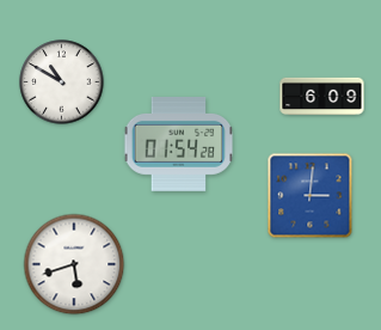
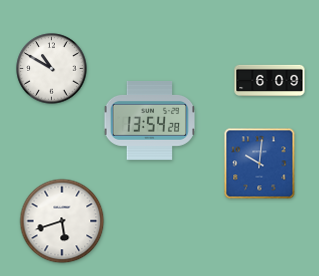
clock at (179, 145): 01:54 -> 13:54
clock at (311, 196): 3:01 -> 10:01
